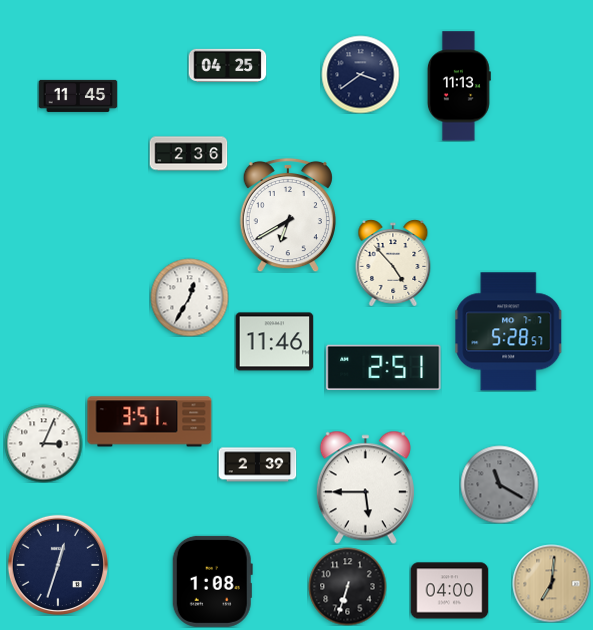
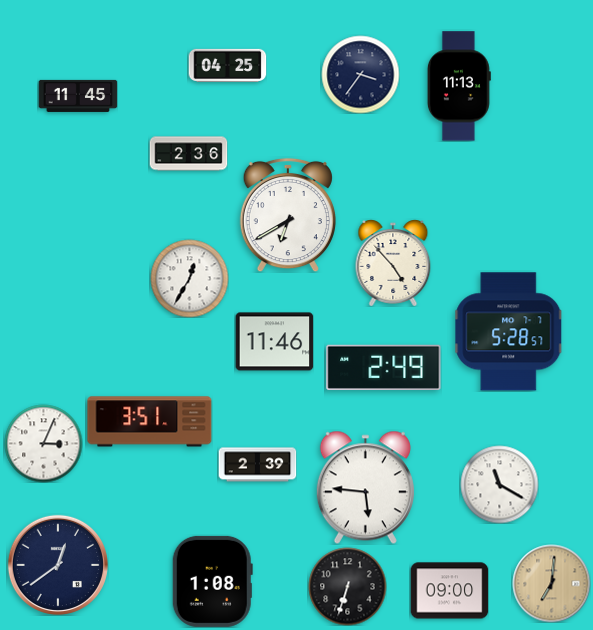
clock at (360, 74): 3:39 -> 3:36
clock at (189, 297) position: (189, 297) -> (189, 278)
clock at (384, 367): 2:51 -> 2:49
clock at (499, 484) dial: grey -> white
clock at (365, 487): 5:45 -> 5:46
clock at (57, 564): 12:33 -> 12:39
clock at (449, 591): 04:00 -> 09:00
